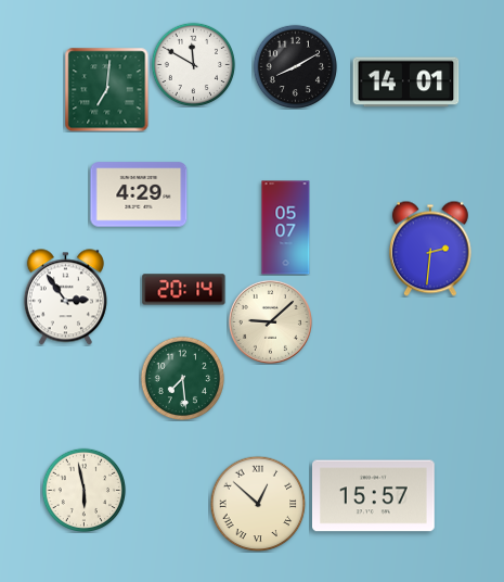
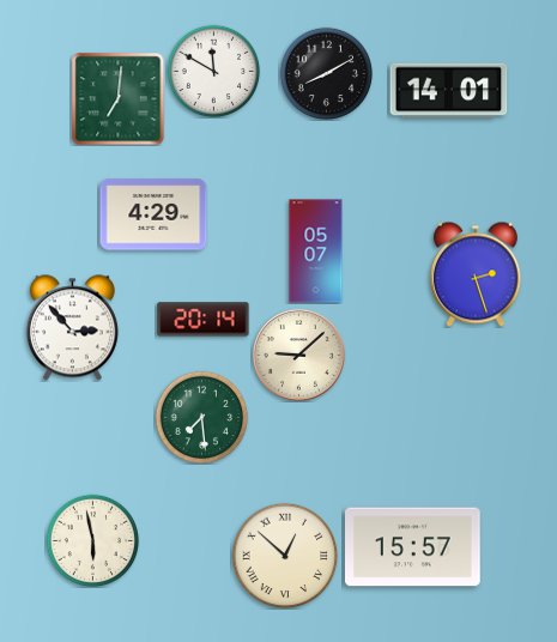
clock at (430, 249): 2:31 -> 2:27
clock at (65, 298): 2:54 -> 2:53
